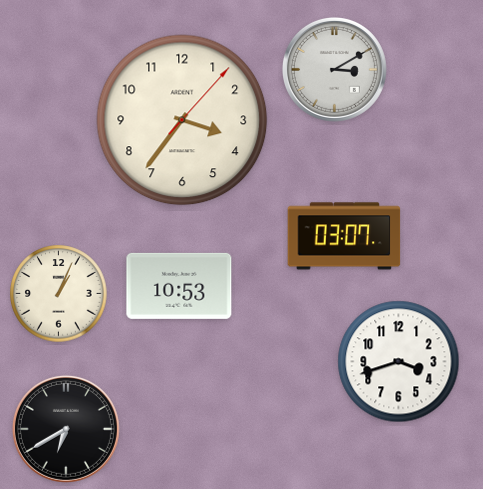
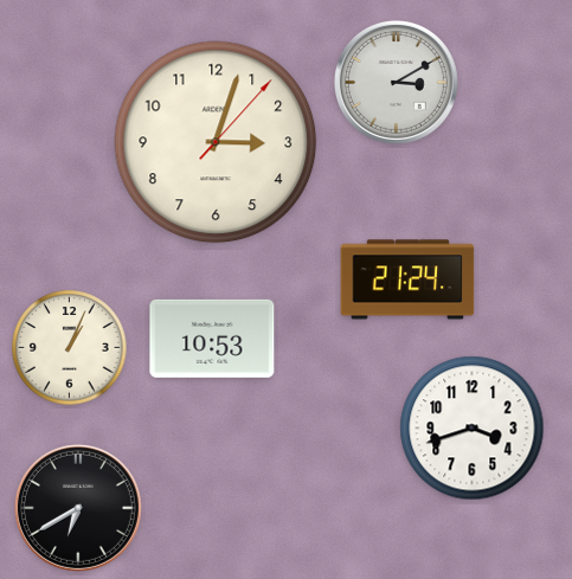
clock at (182, 120): 3:36 -> 3:03
clock at (344, 236): 03:07 -> 21:24
